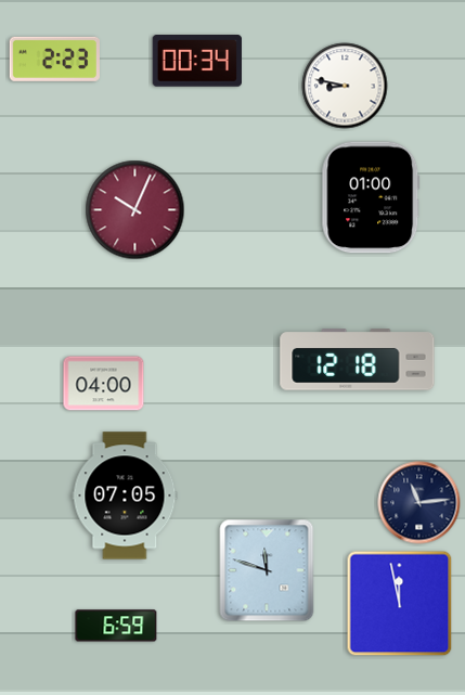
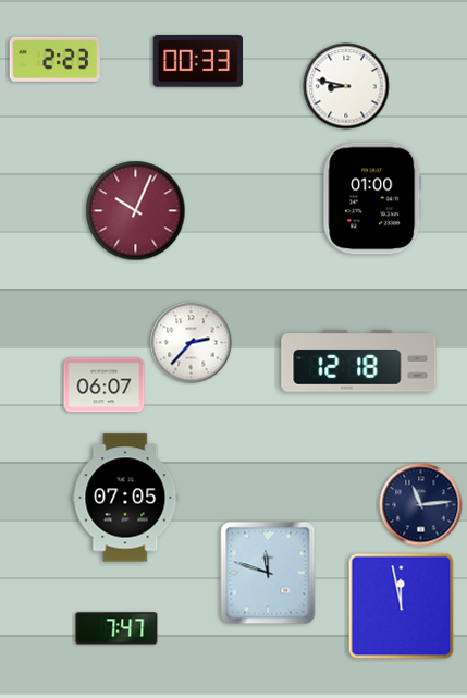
clock at (197, 62): 00:34 -> 00:33
clock at (192, 343): none -> 2:37
clock at (104, 384): 04:00 -> 06:07
clock at (116, 626): 6:59 -> 7:47
